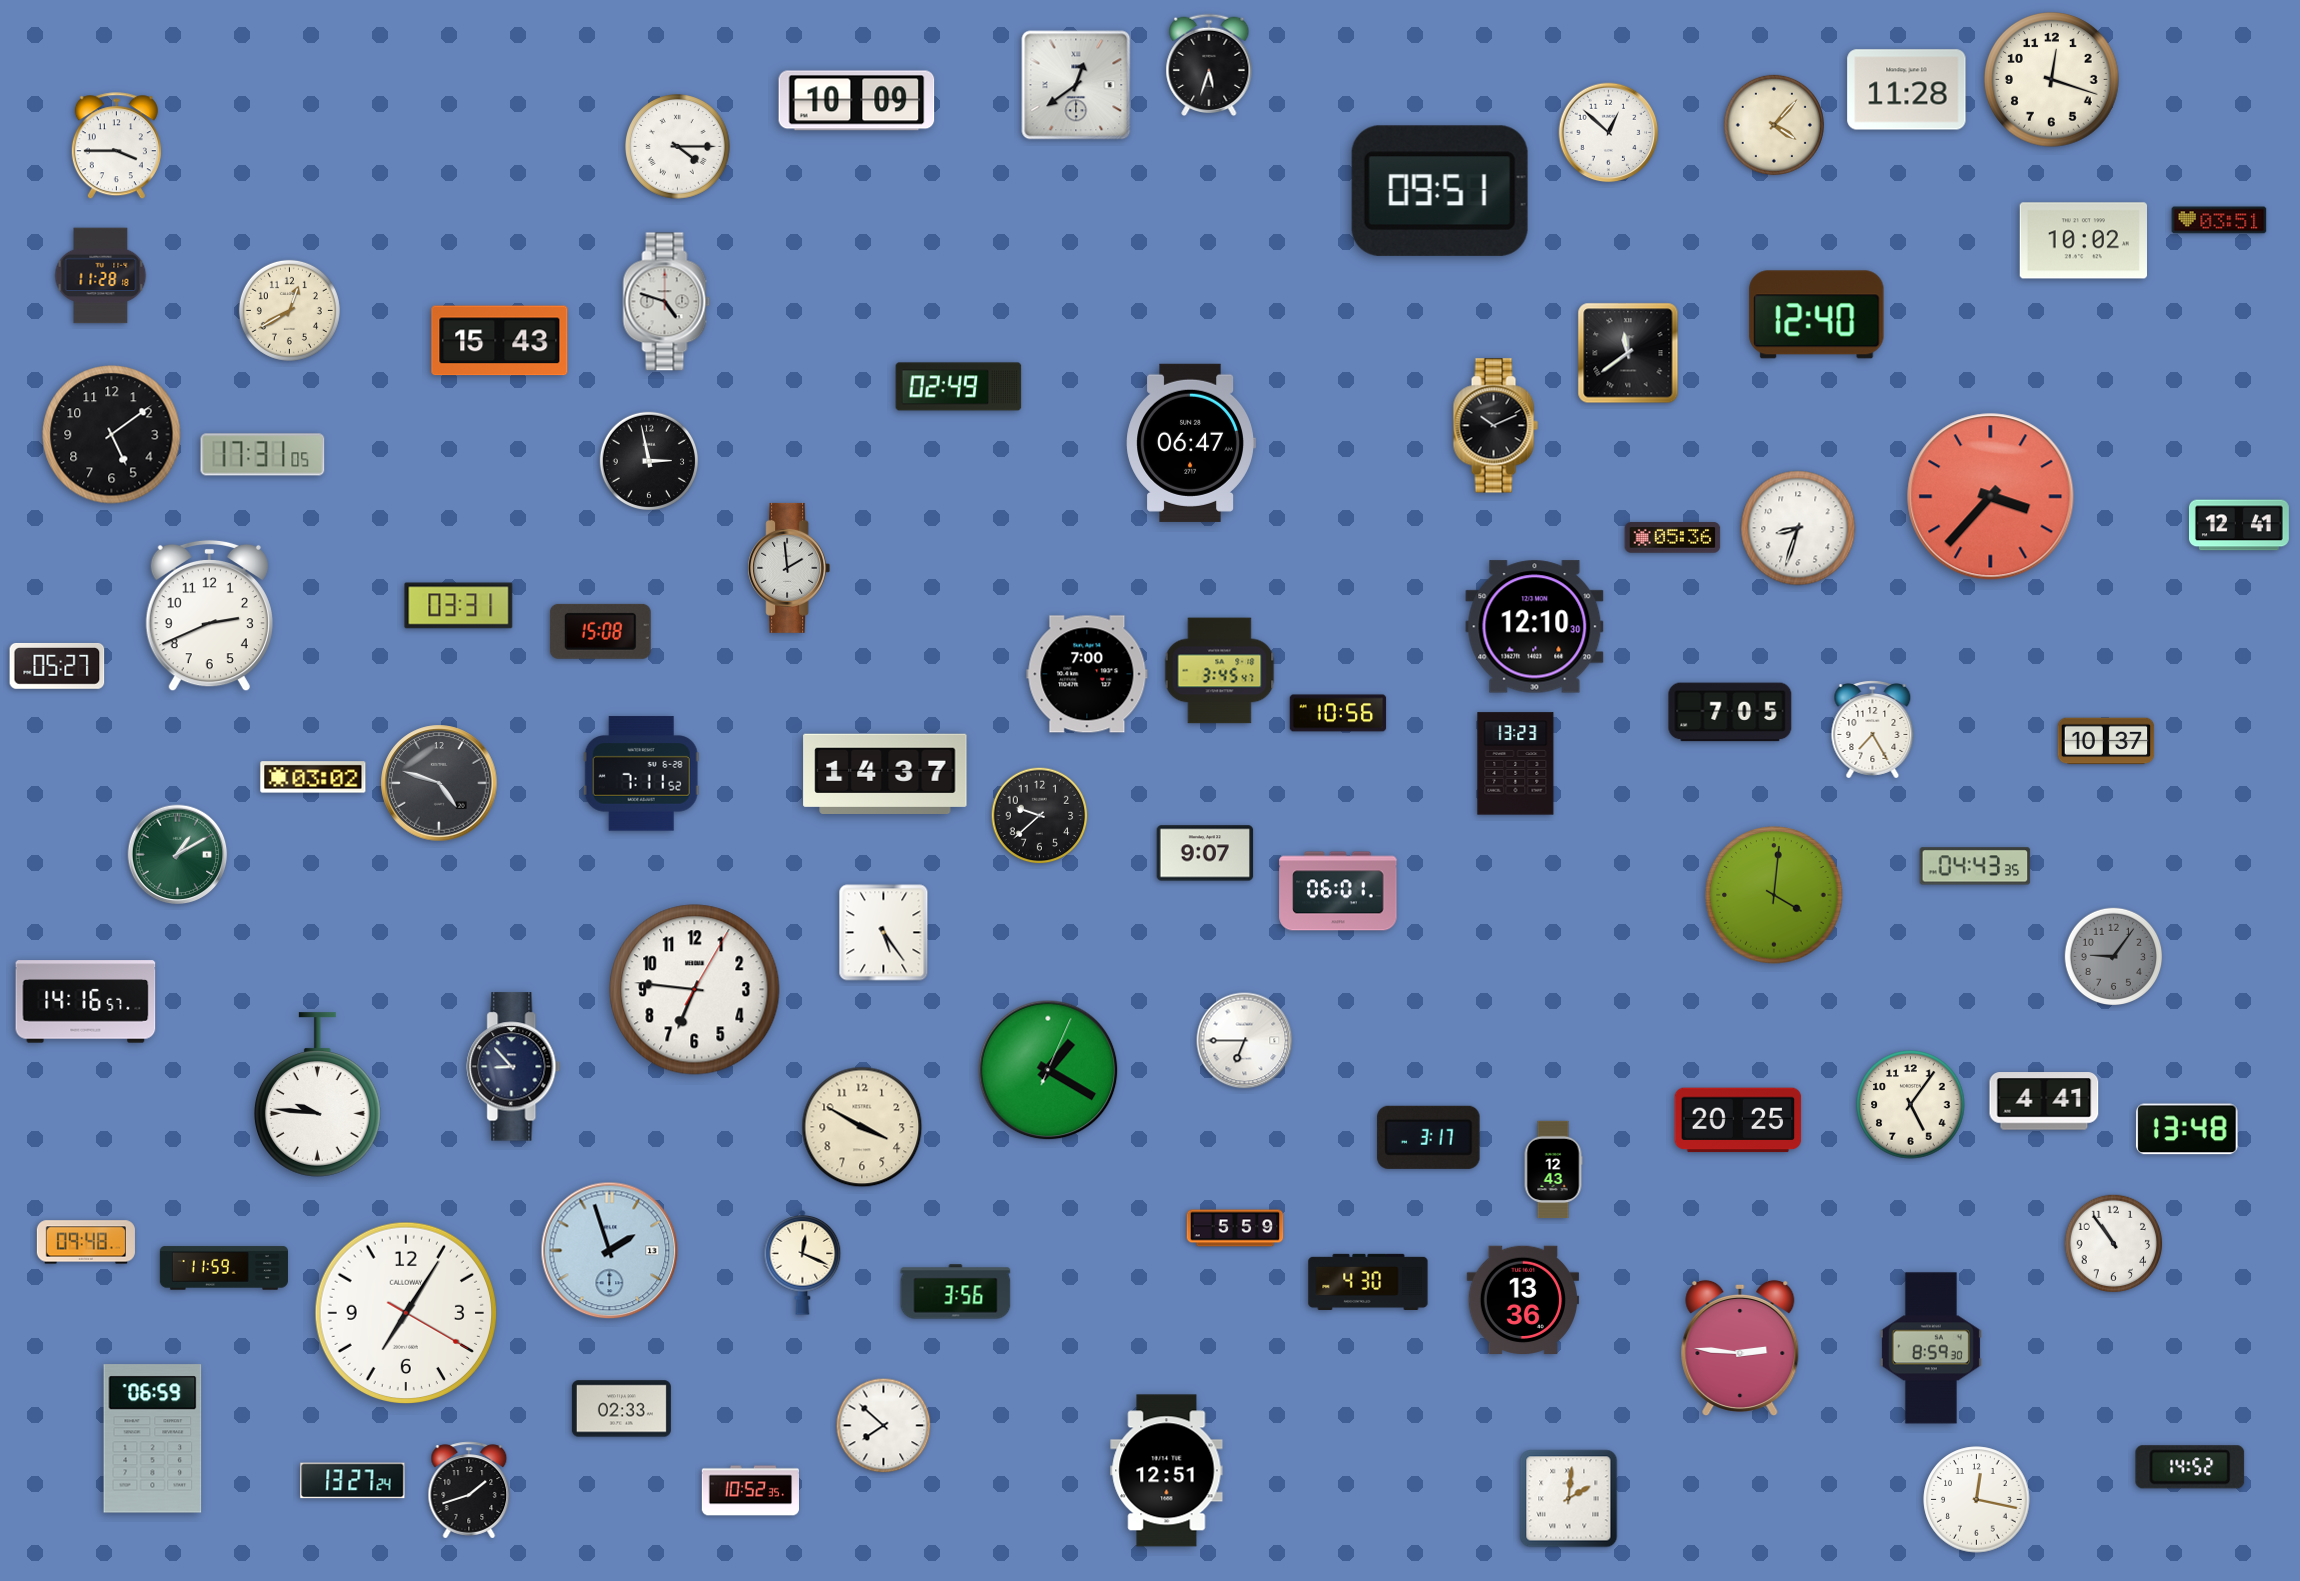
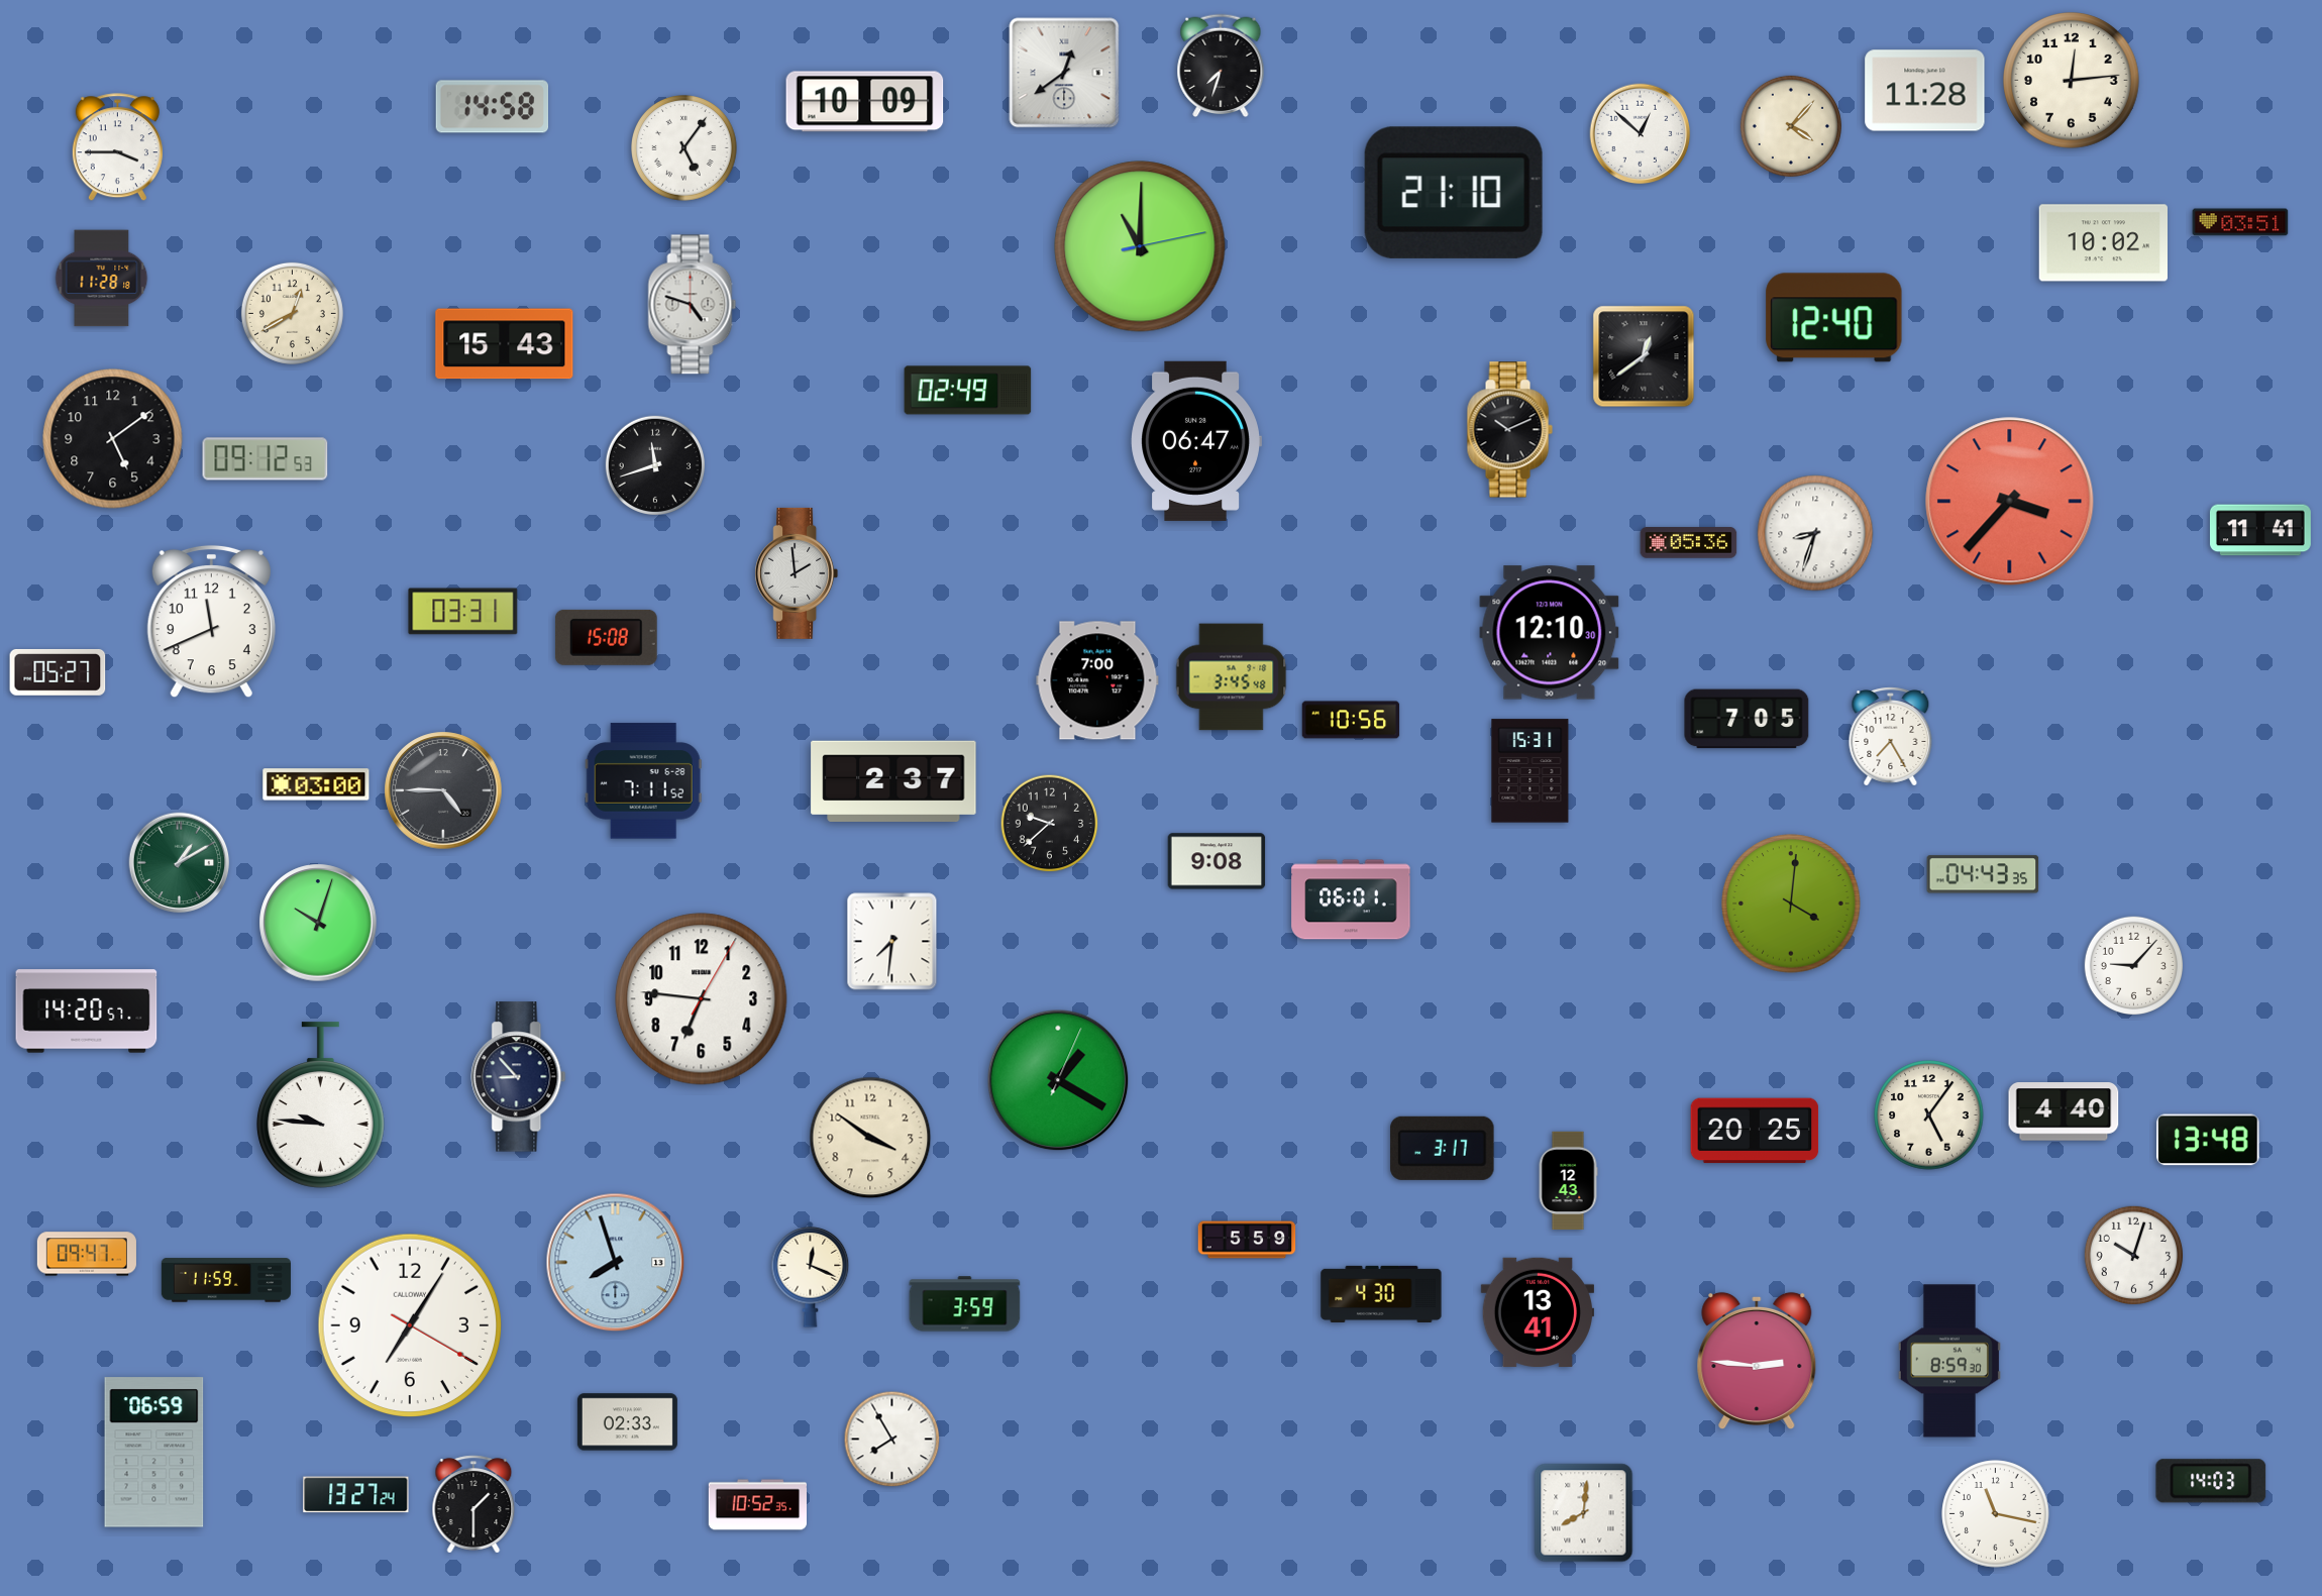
clock at (1209, 65): 5:33 -> 7:33
clock at (2052, 80): 12:18 -> 12:14
clock at (1076, 85) position: (1076, 85) -> (1064, 73)
clock at (493, 107): none -> 14:58
clock at (1609, 133) position: (1609, 133) -> (1641, 134)
clock at (678, 147): 4:15 -> 5:06
clock at (1440, 191): 09:51 -> 21:10
clock at (1140, 246): none -> 11:00
clock at (667, 302) position: (667, 302) -> (693, 305)
clock at (1628, 353): 11:39 -> 12:39
clock at (1191, 443) position: (1191, 443) -> (1196, 441)
clock at (263, 455): 17:31 -> 09:12
clock at (648, 460): 2:58 -> 11:42
clock at (2239, 525): 12:41 -> 11:41
clock at (209, 616): 2:41 -> 11:41
clock at (1220, 671): 3:45:47 -> 3:45:48
clock at (2106, 741): 10:37 -> none
clock at (1516, 764): 13:23 -> 15:31
clock at (885, 773): 14:37 -> 2:37
clock at (641, 774) position: (641, 774) -> (643, 781)
clock at (313, 777): 03:02 -> 03:00
clock at (439, 783): 4:48 -> 4:45
clock at (1205, 853): 9:07 -> 9:08
clock at (1975, 866) position: (1975, 866) -> (1983, 874)
clock at (318, 923): none -> 10:03
clock at (884, 933): 5:24 -> 7:31
clock at (2114, 957): 9:06 -> 9:07
clock at (2114, 957) dial: grey -> white
clock at (86, 1002): 14:16 -> 14:20
clock at (1245, 1041): 6:45 -> none
clock at (2044, 1101): 4:41 -> 4:40
clock at (862, 1127): 3:50 -> 3:51
clock at (86, 1242): 09:48 -> 09:47
clock at (2114, 1244): 10:54 -> 10:03
clock at (610, 1251): 1:57 -> 7:57
clock at (956, 1292): 3:56 -> 3:59
clock at (1522, 1300): 13:36 -> 13:41
clock at (884, 1426): 7:52 -> 7:55
clock at (2190, 1467): 14:52 -> 14:03
clock at (1167, 1471): 12:51 -> none
clock at (469, 1490): 1:42 -> 1:30
clock at (1569, 1499): 2:01 -> 8:01
clock at (1977, 1500): 12:17 -> 11:17
